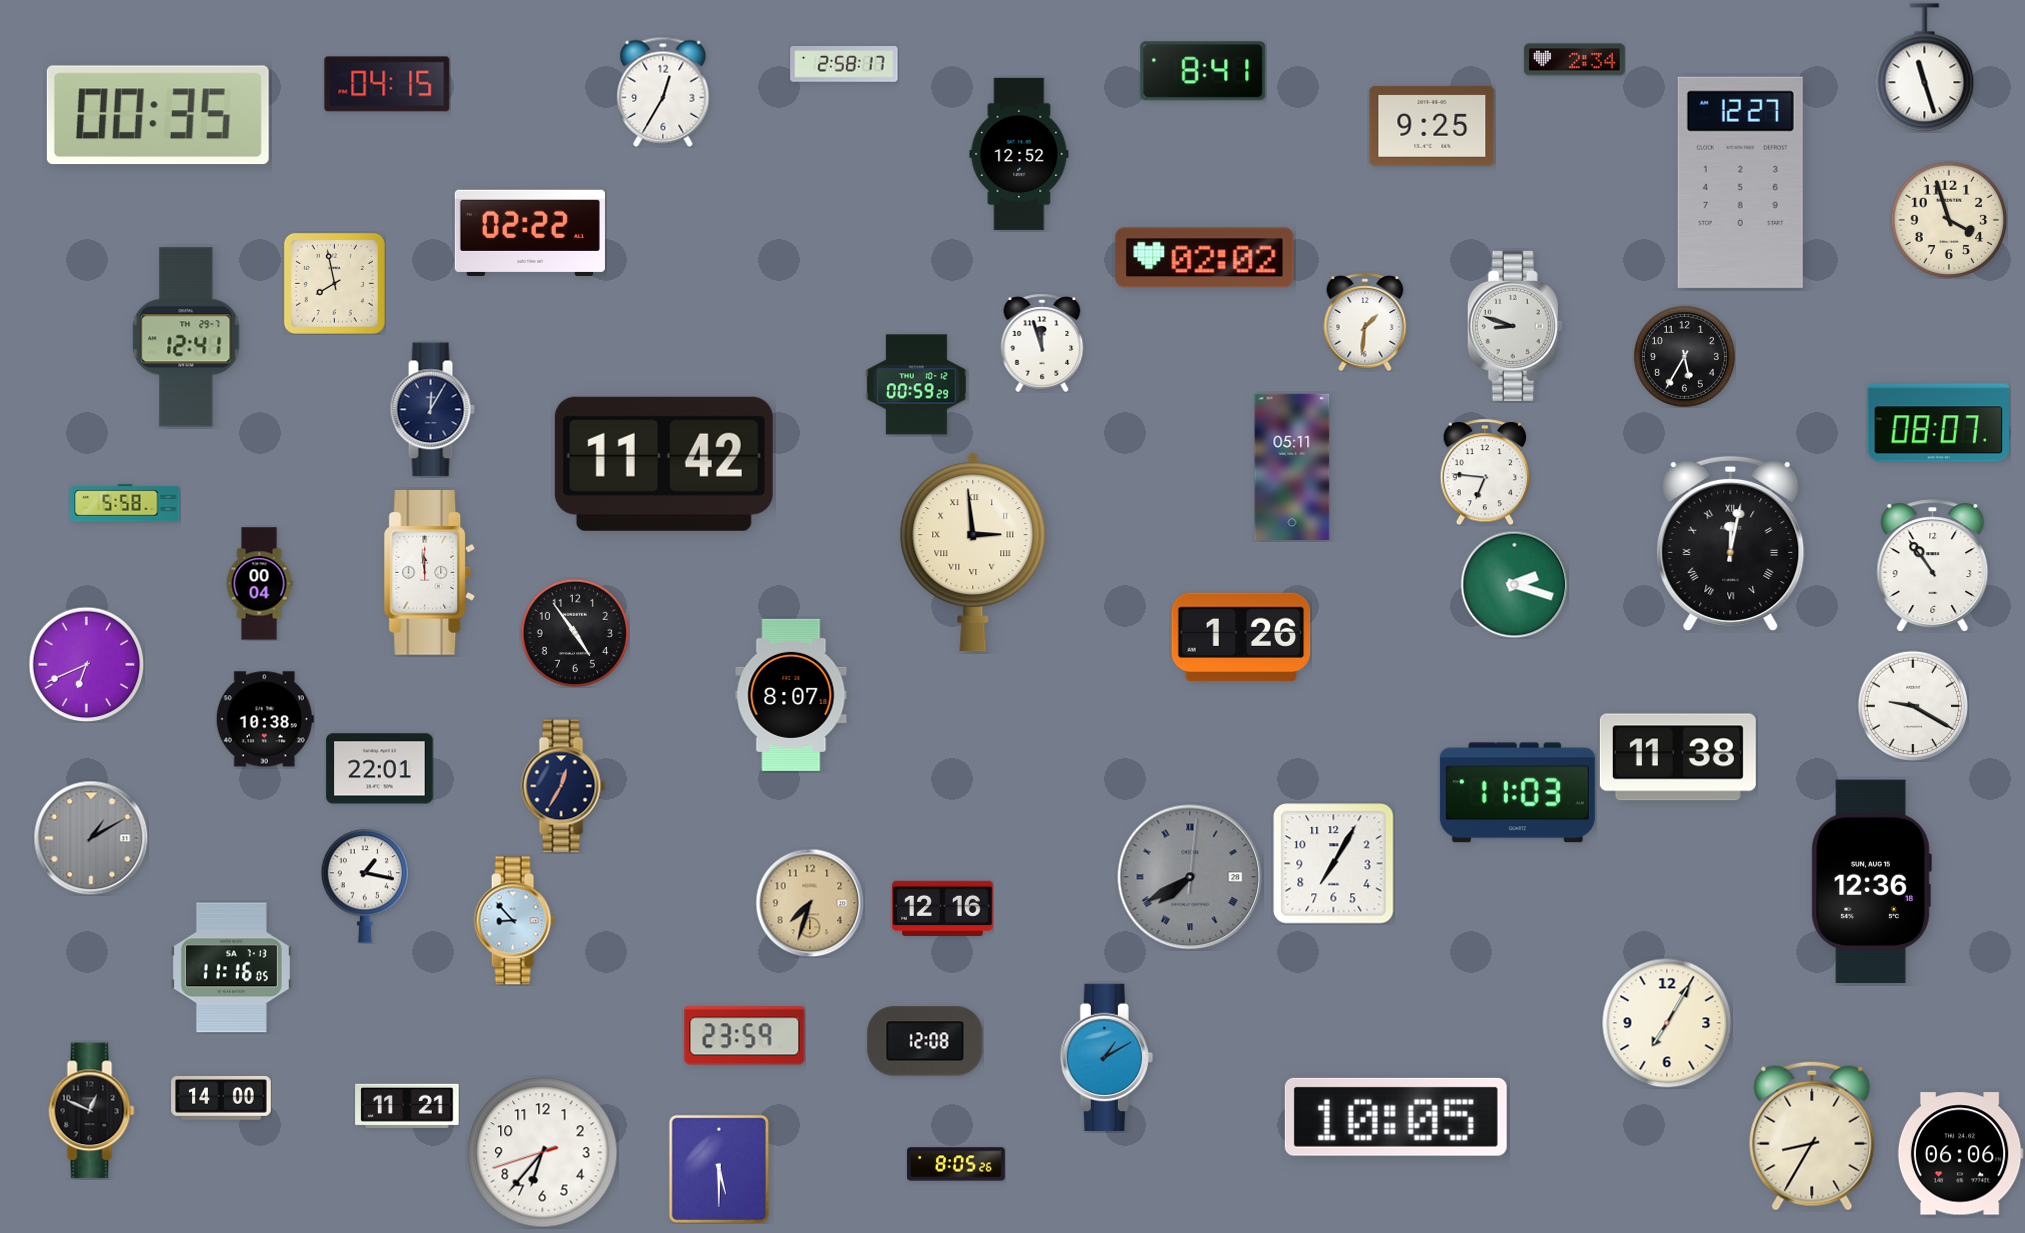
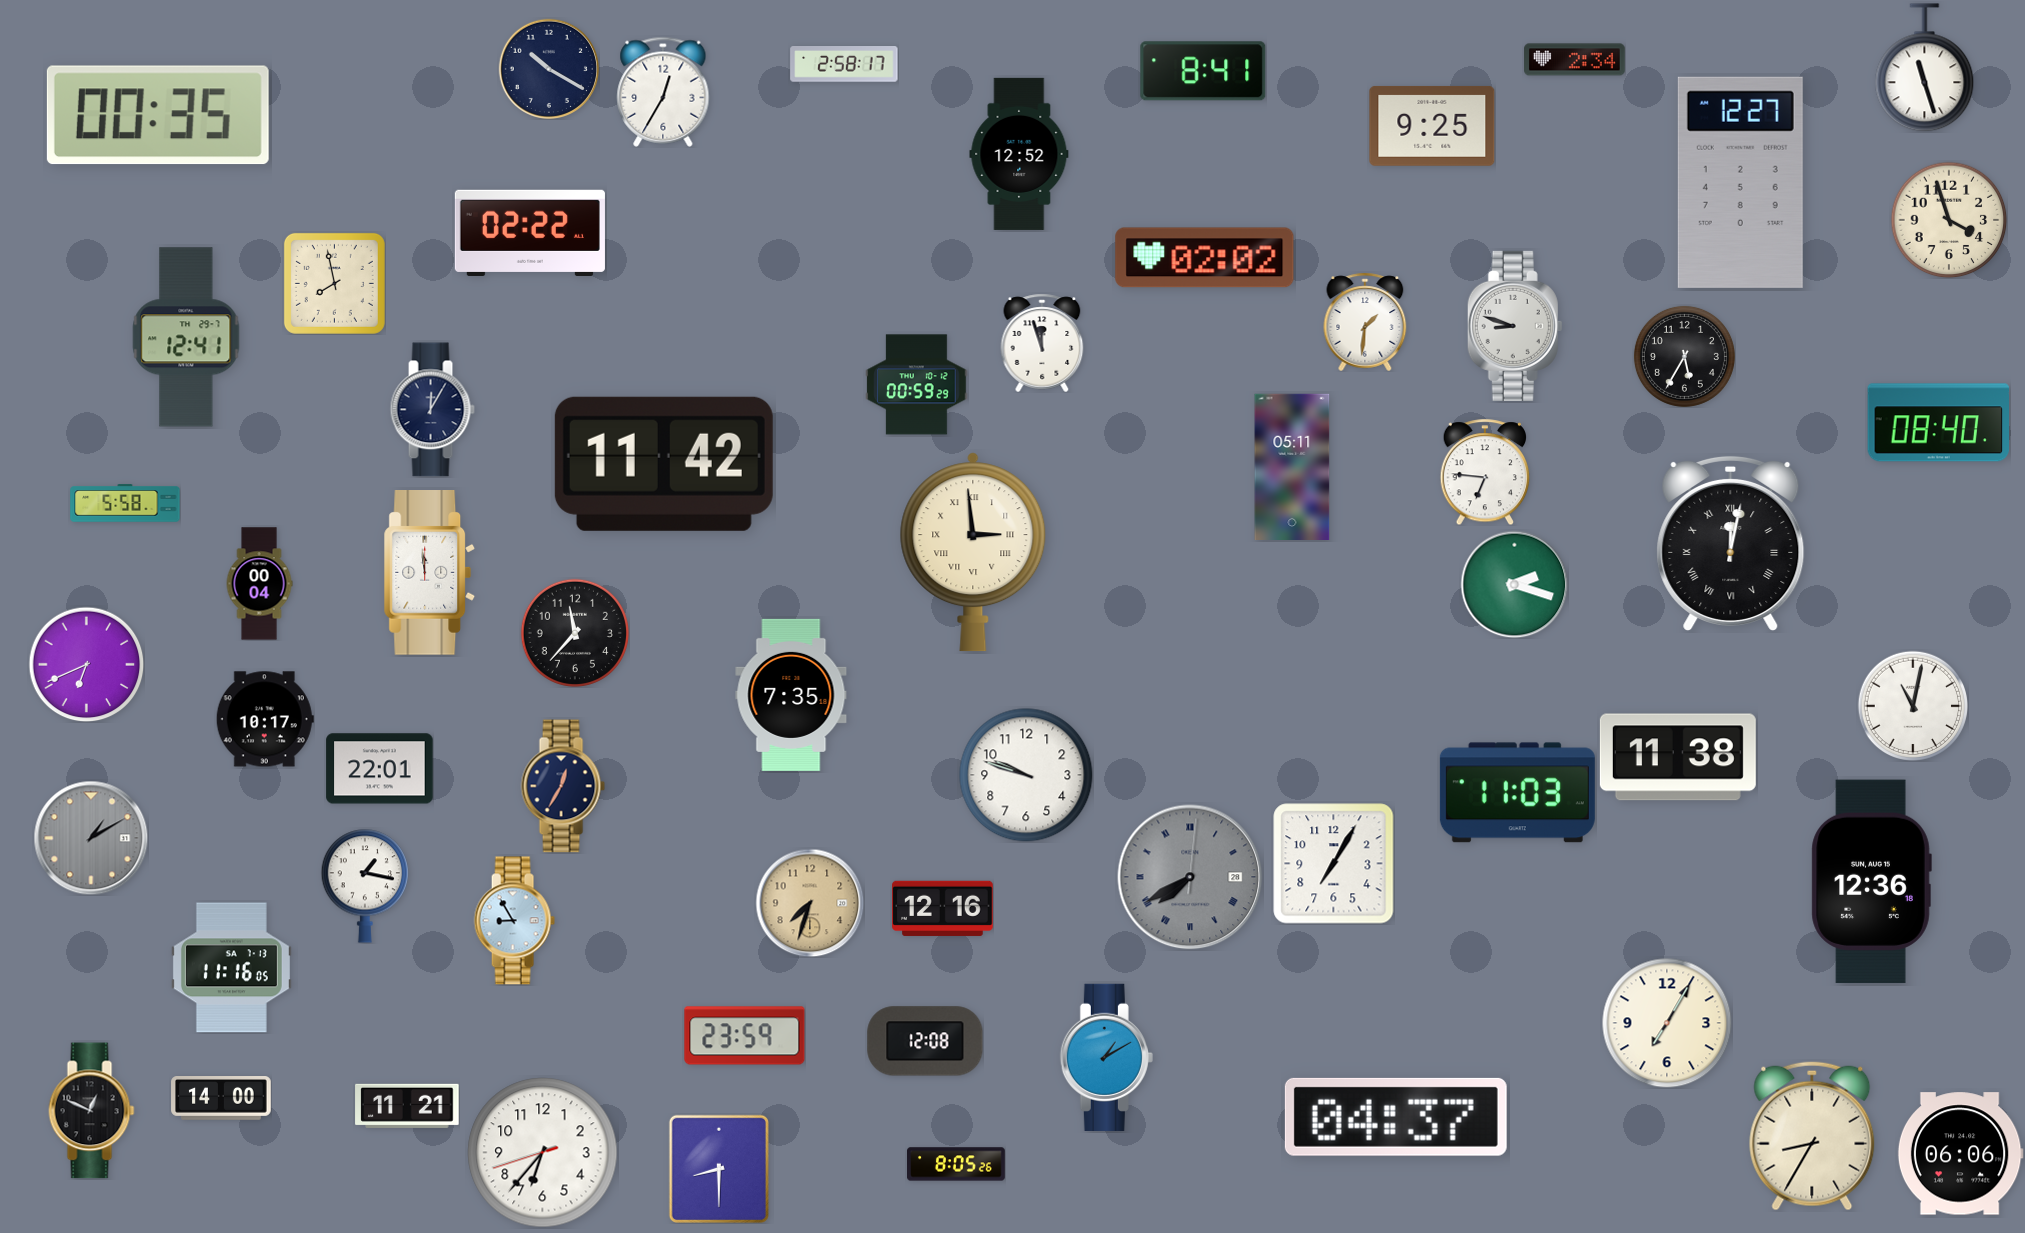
clock at (548, 68): none -> 10:20
clock at (387, 84): 04:15 -> none
clock at (1939, 423): 08:07 -> 08:40
clock at (1933, 566): 10:54 -> none
clock at (575, 633): 4:54 -> 11:37
clock at (1241, 637): 1:26 -> none
clock at (791, 695): 8:07 -> 7:35
clock at (1912, 705): 9:20 -> 11:02
clock at (265, 719): 10:38 -> 10:17
clock at (1026, 775): none -> 9:48
clock at (514, 921): 8:53 -> 8:55
clock at (1396, 1117): 10:05 -> 04:37
clock at (719, 1169): 5:30 -> 8:30
